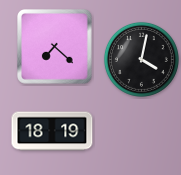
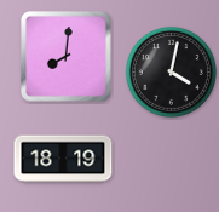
clock at (55, 47): 7:22 -> 8:01
